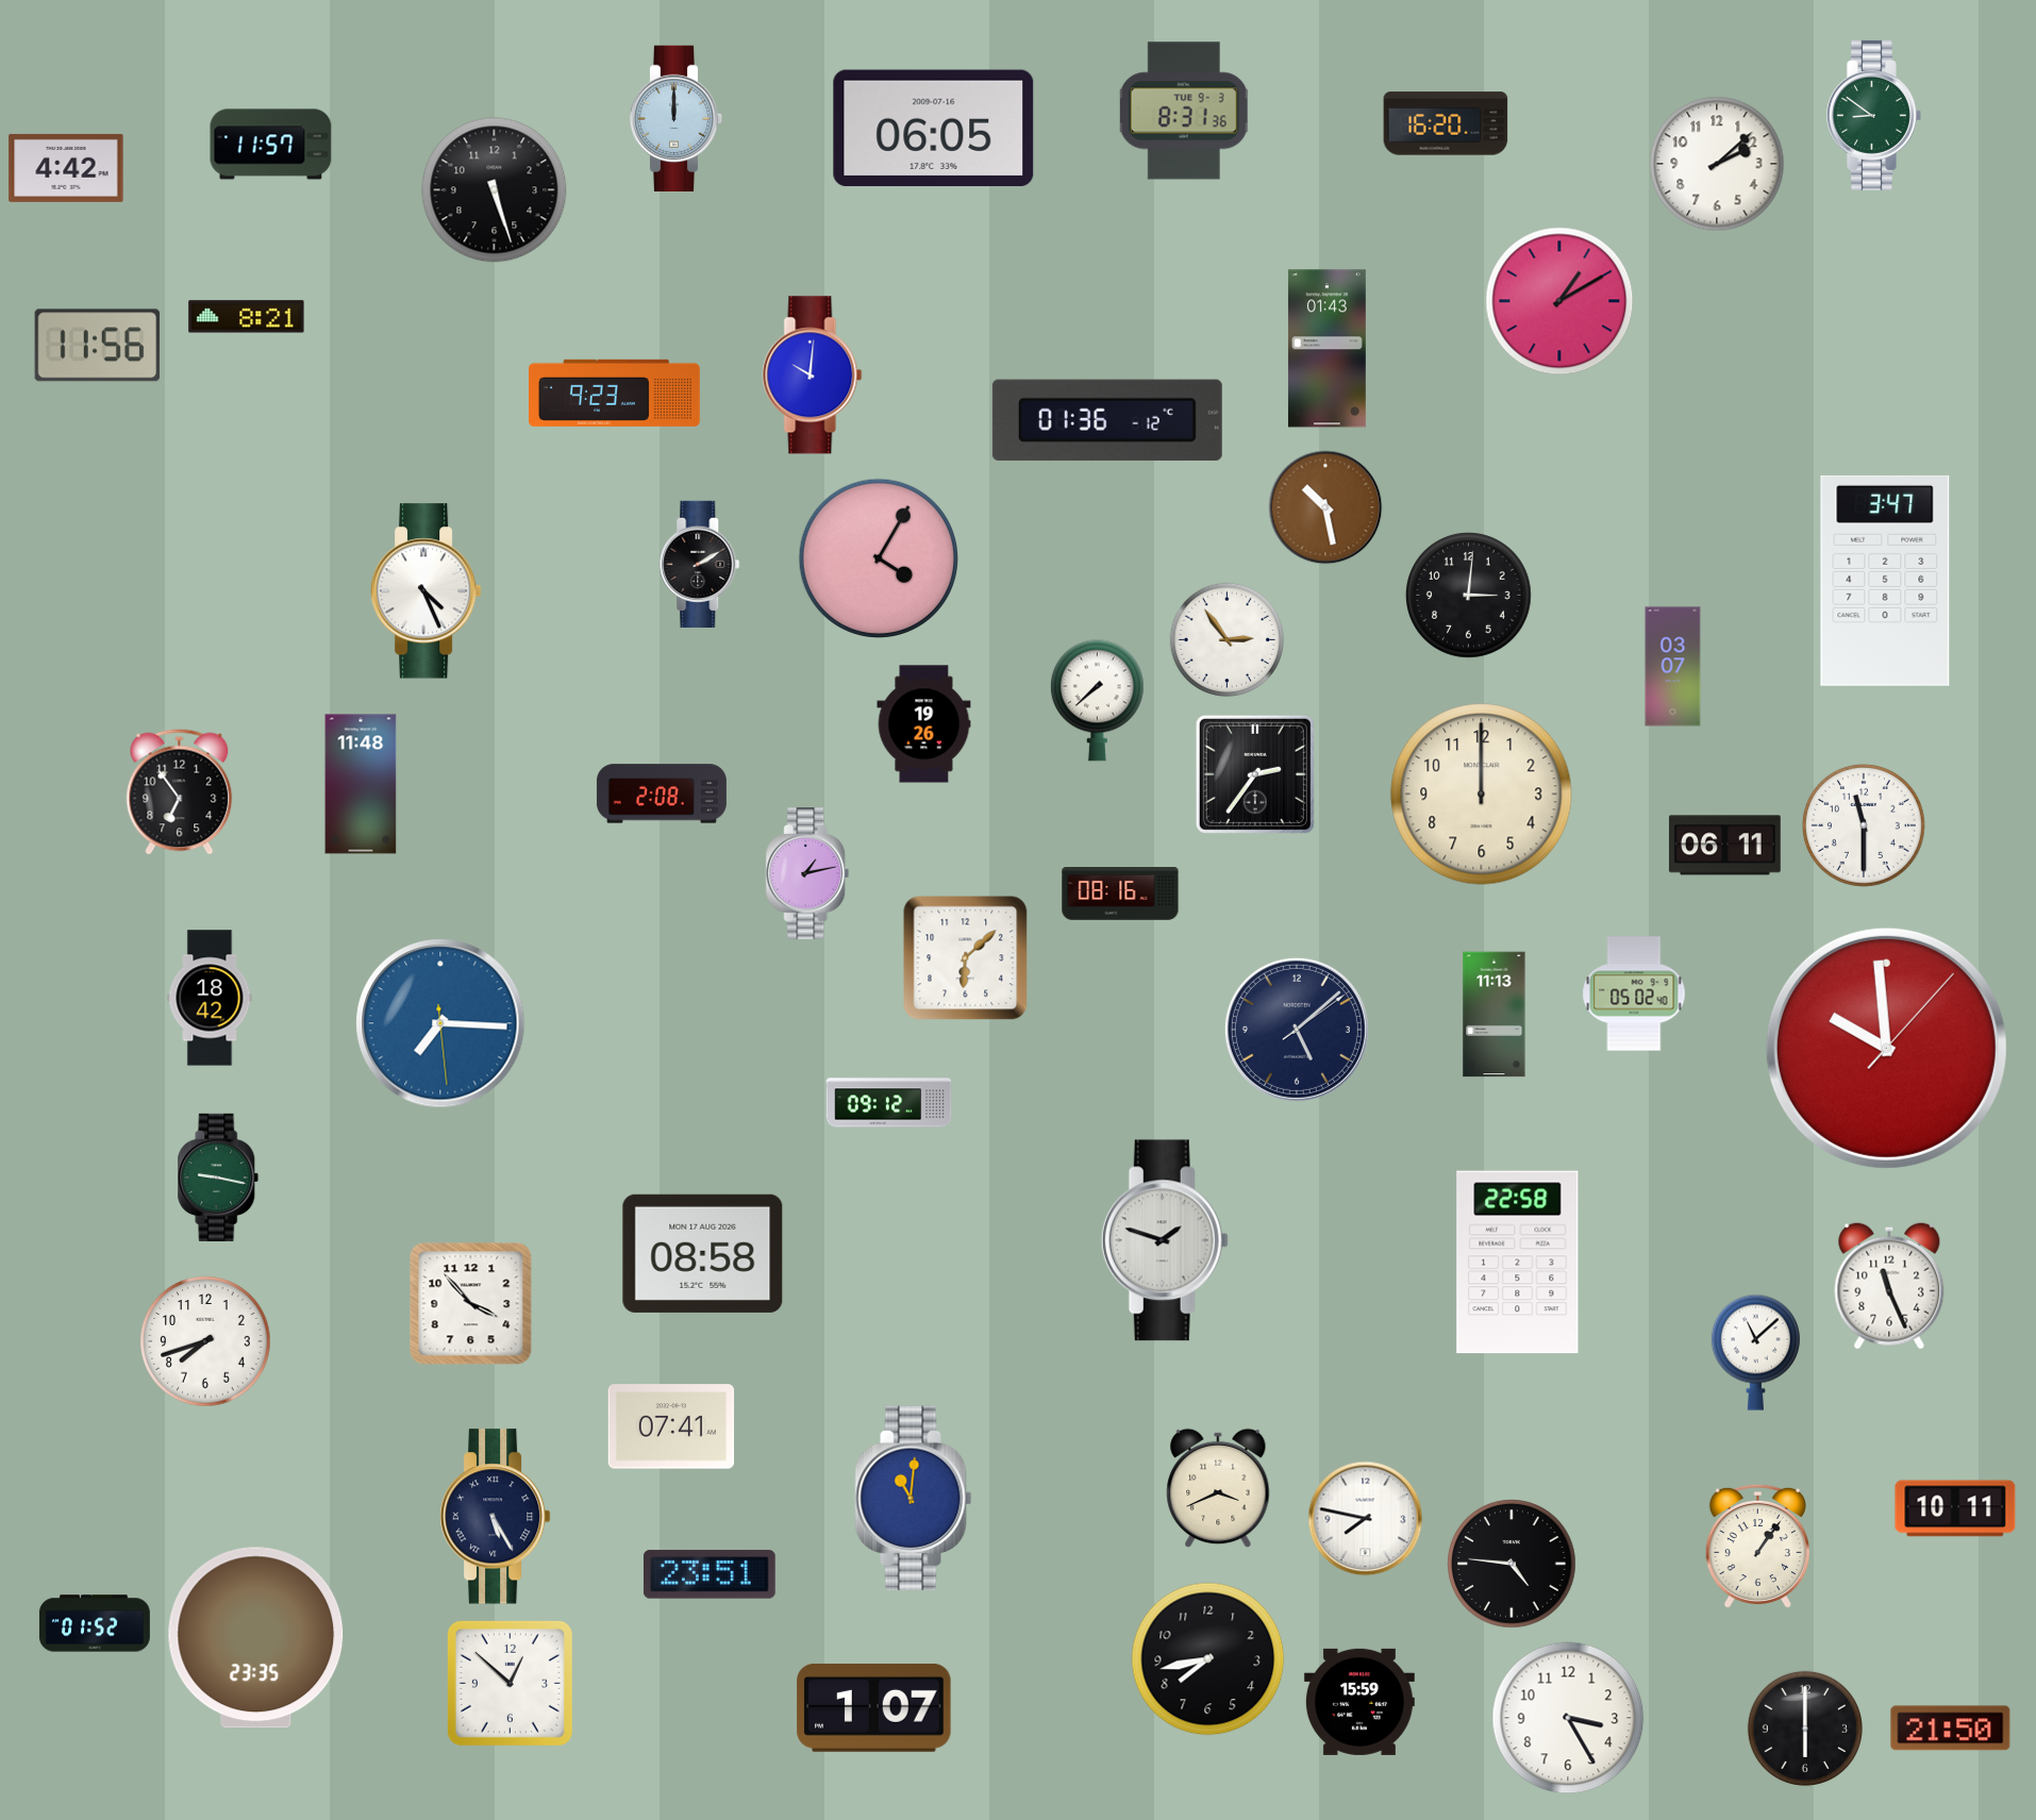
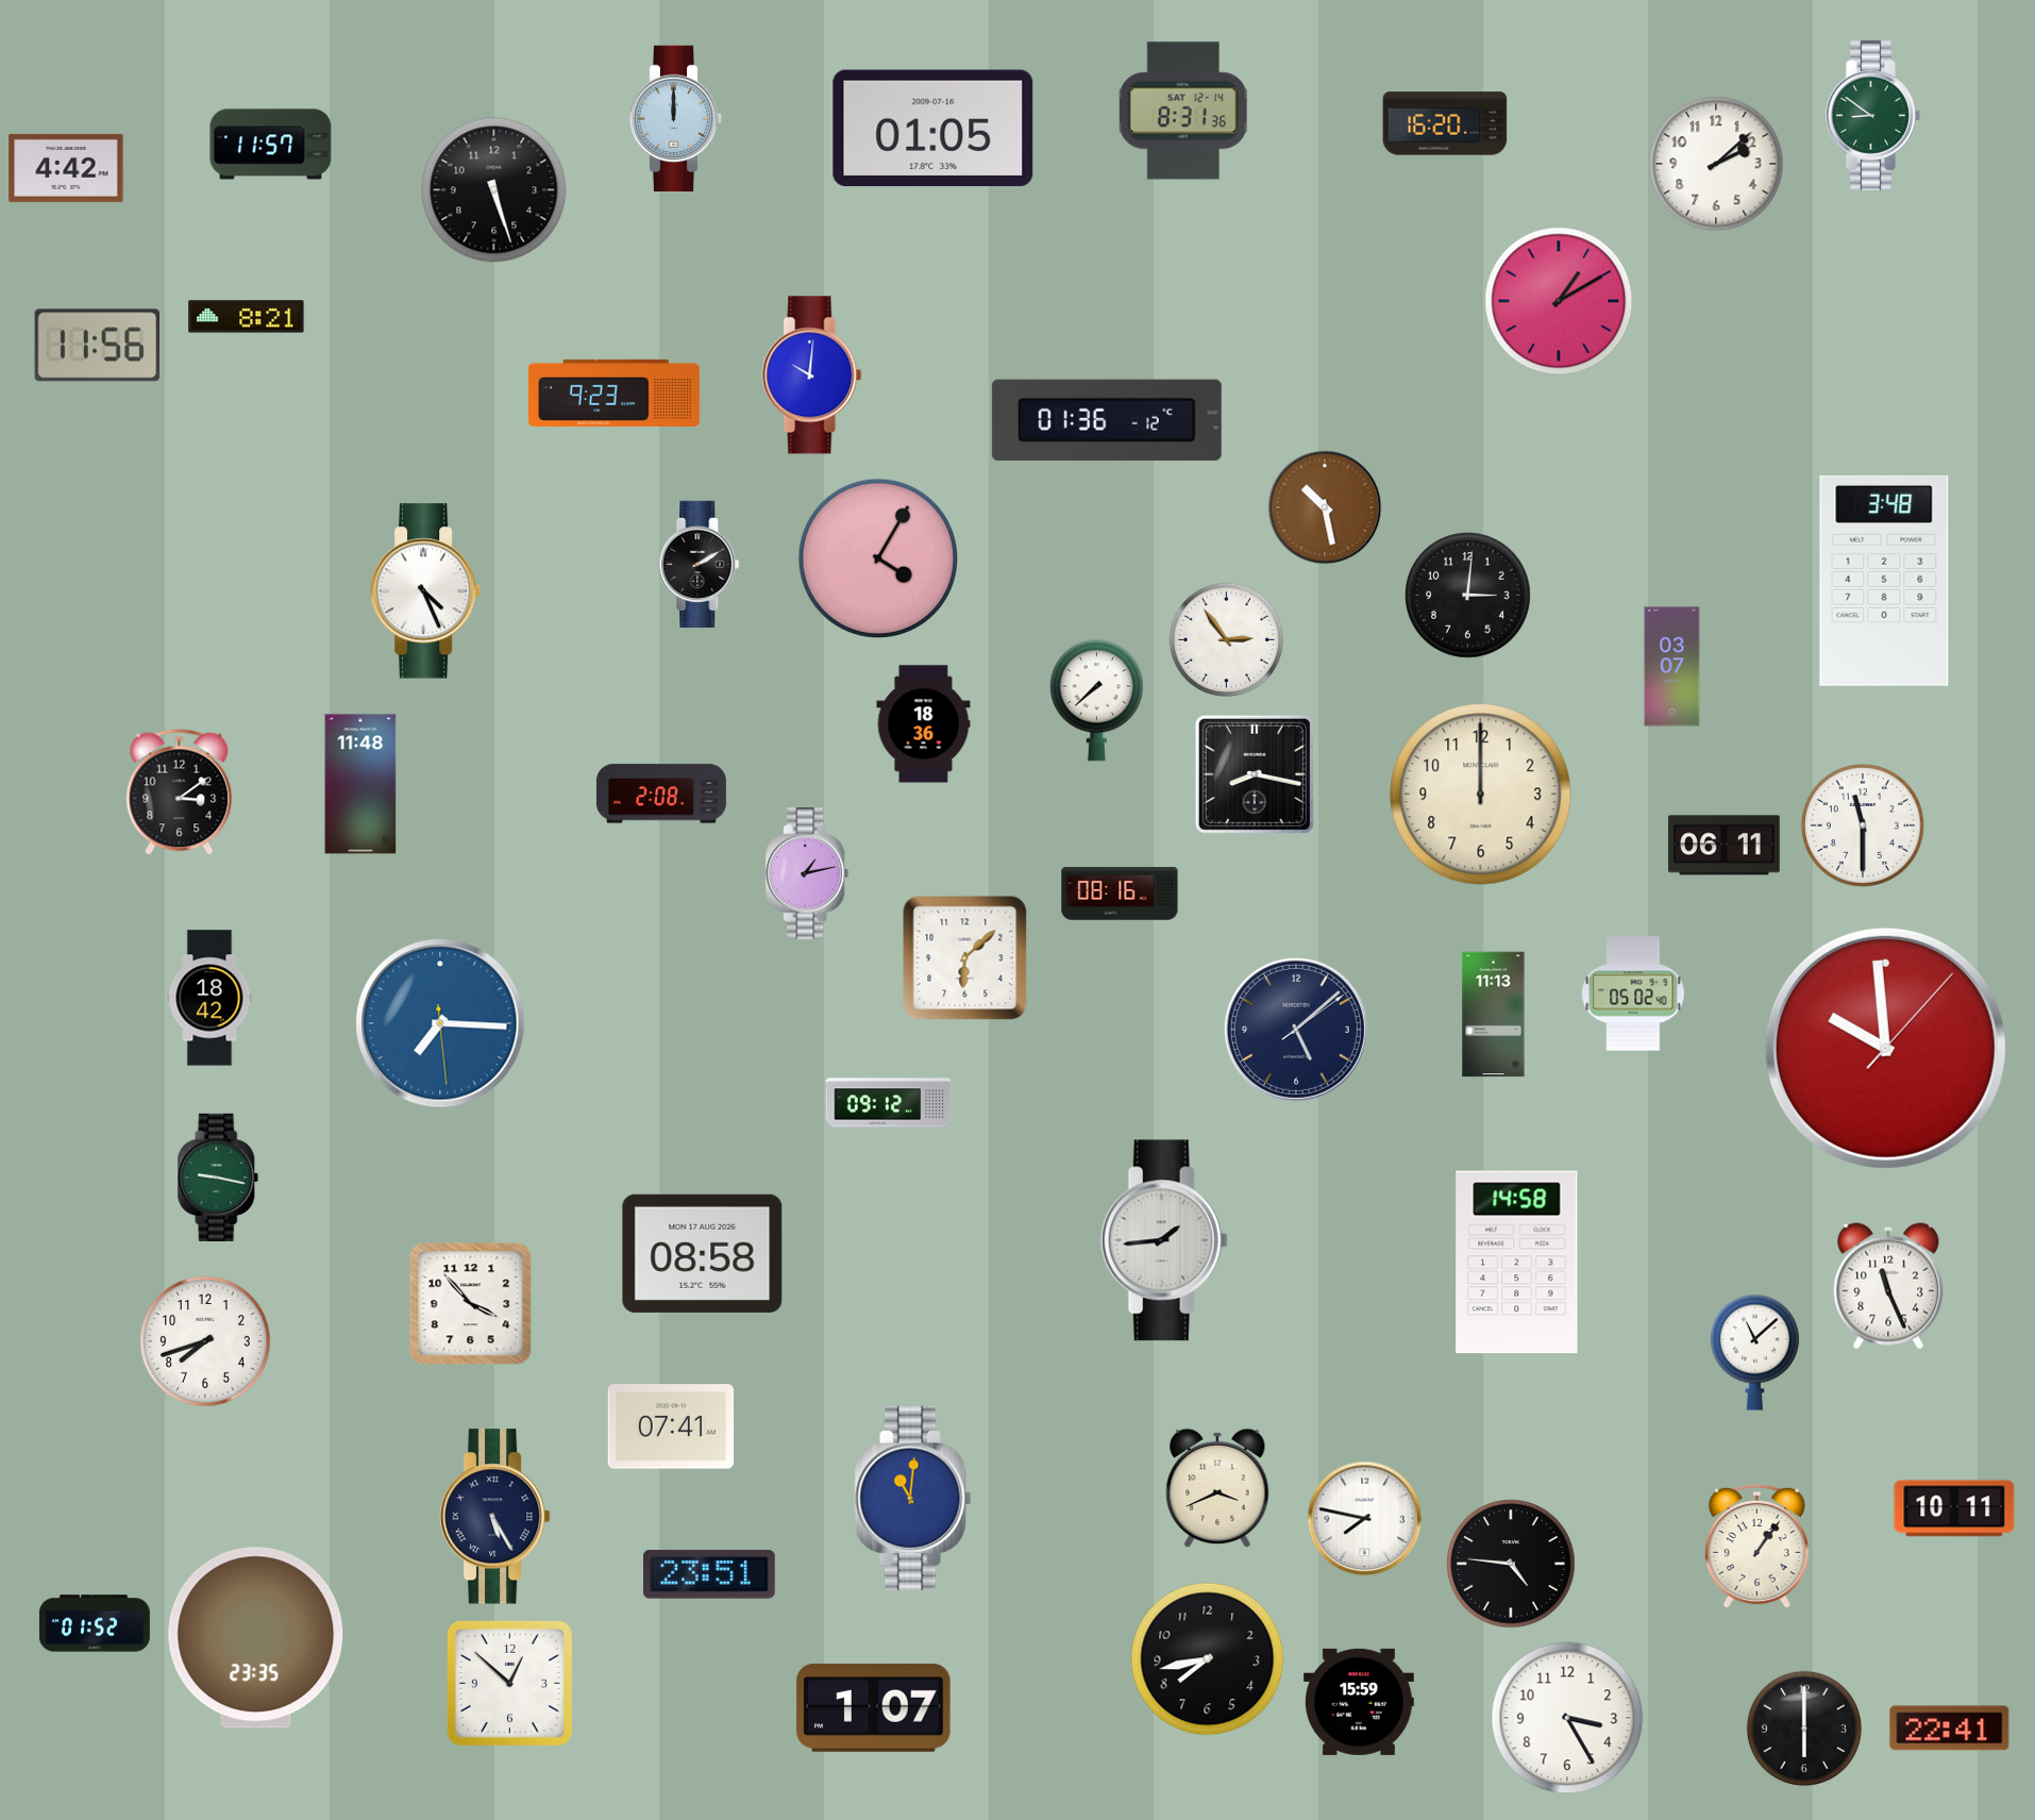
clock at (1184, 111) date: TUE 9-3 -> SAT 12-14
clock at (934, 129): 06:05 -> 01:05
clock at (1326, 349): 01:43 -> none
clock at (1885, 581): 3:47 -> 3:48
clock at (924, 724): 19:26 -> 18:36
clock at (1255, 774): 2:36 -> 8:17
clock at (180, 792): 6:54 -> 3:09
clock at (1165, 1240): 1:48 -> 1:44
clock at (1518, 1263): 22:58 -> 14:58
clock at (1951, 1729): 21:50 -> 22:41
